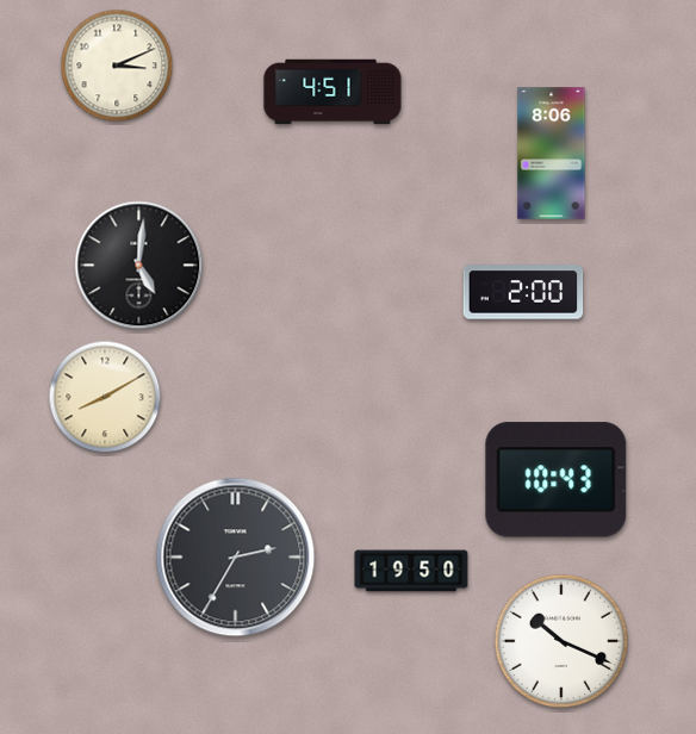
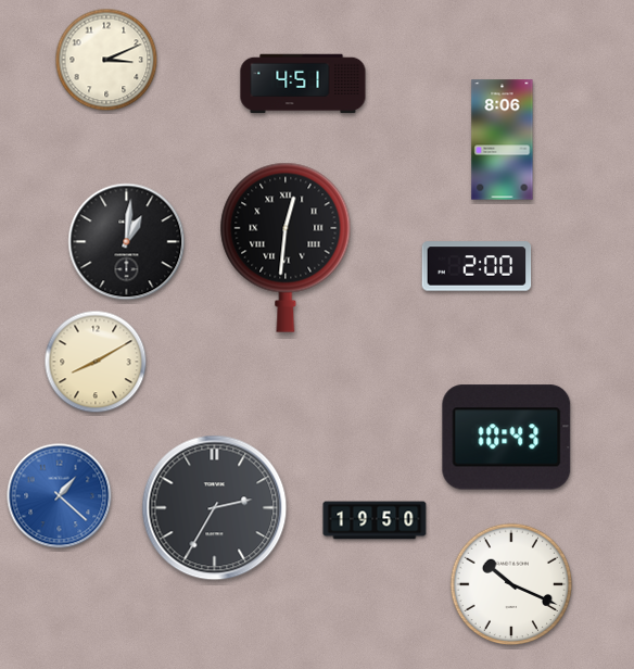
clock at (139, 266): 5:01 -> 1:01
clock at (286, 248): none -> 12:31
clock at (60, 496): none -> 1:22
